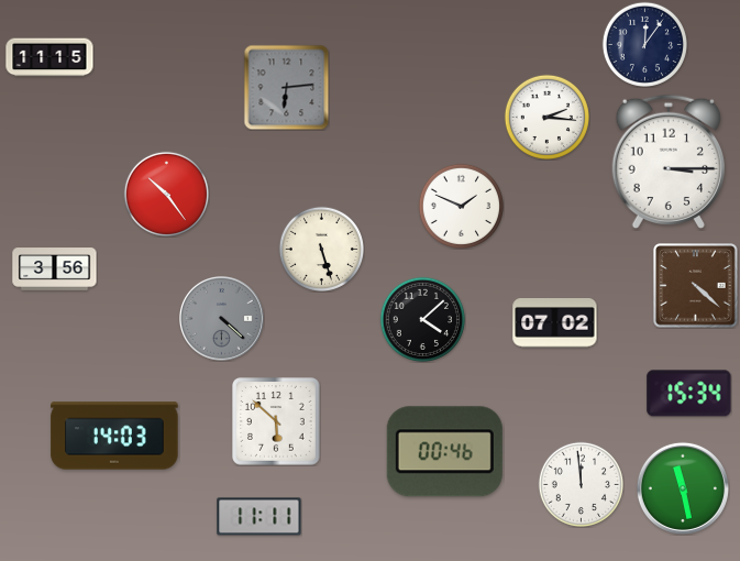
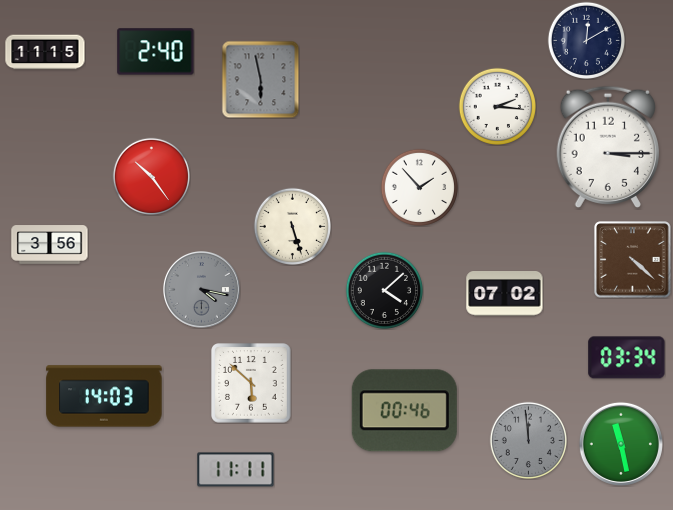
clock at (644, 44): 12:06 -> 12:10
clock at (156, 52): none -> 2:40
clock at (286, 87): 6:14 -> 5:58
clock at (461, 206): 1:49 -> 1:53
clock at (222, 319): 4:22 -> 4:17
clock at (689, 394): 15:34 -> 03:34
clock at (581, 484) dial: white -> grey
